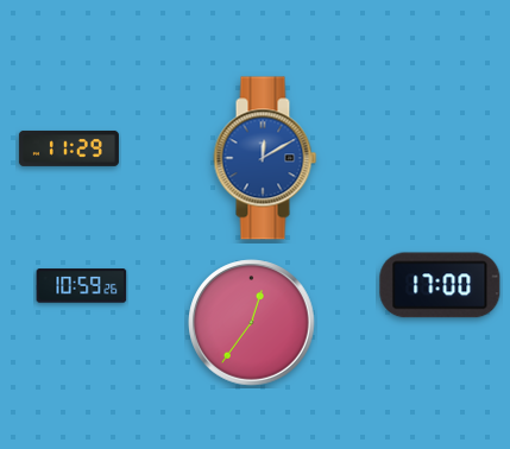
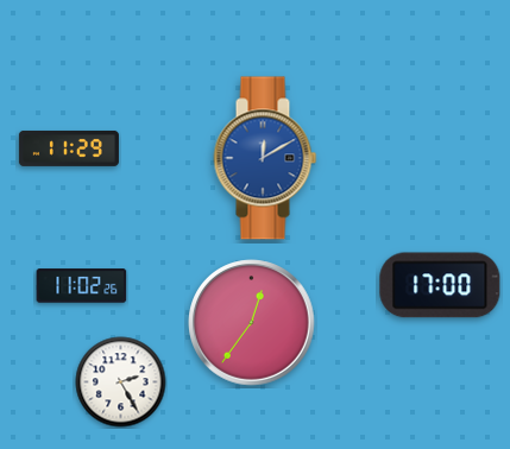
clock at (82, 286): 10:59 -> 11:02
clock at (121, 382): none -> 2:25
